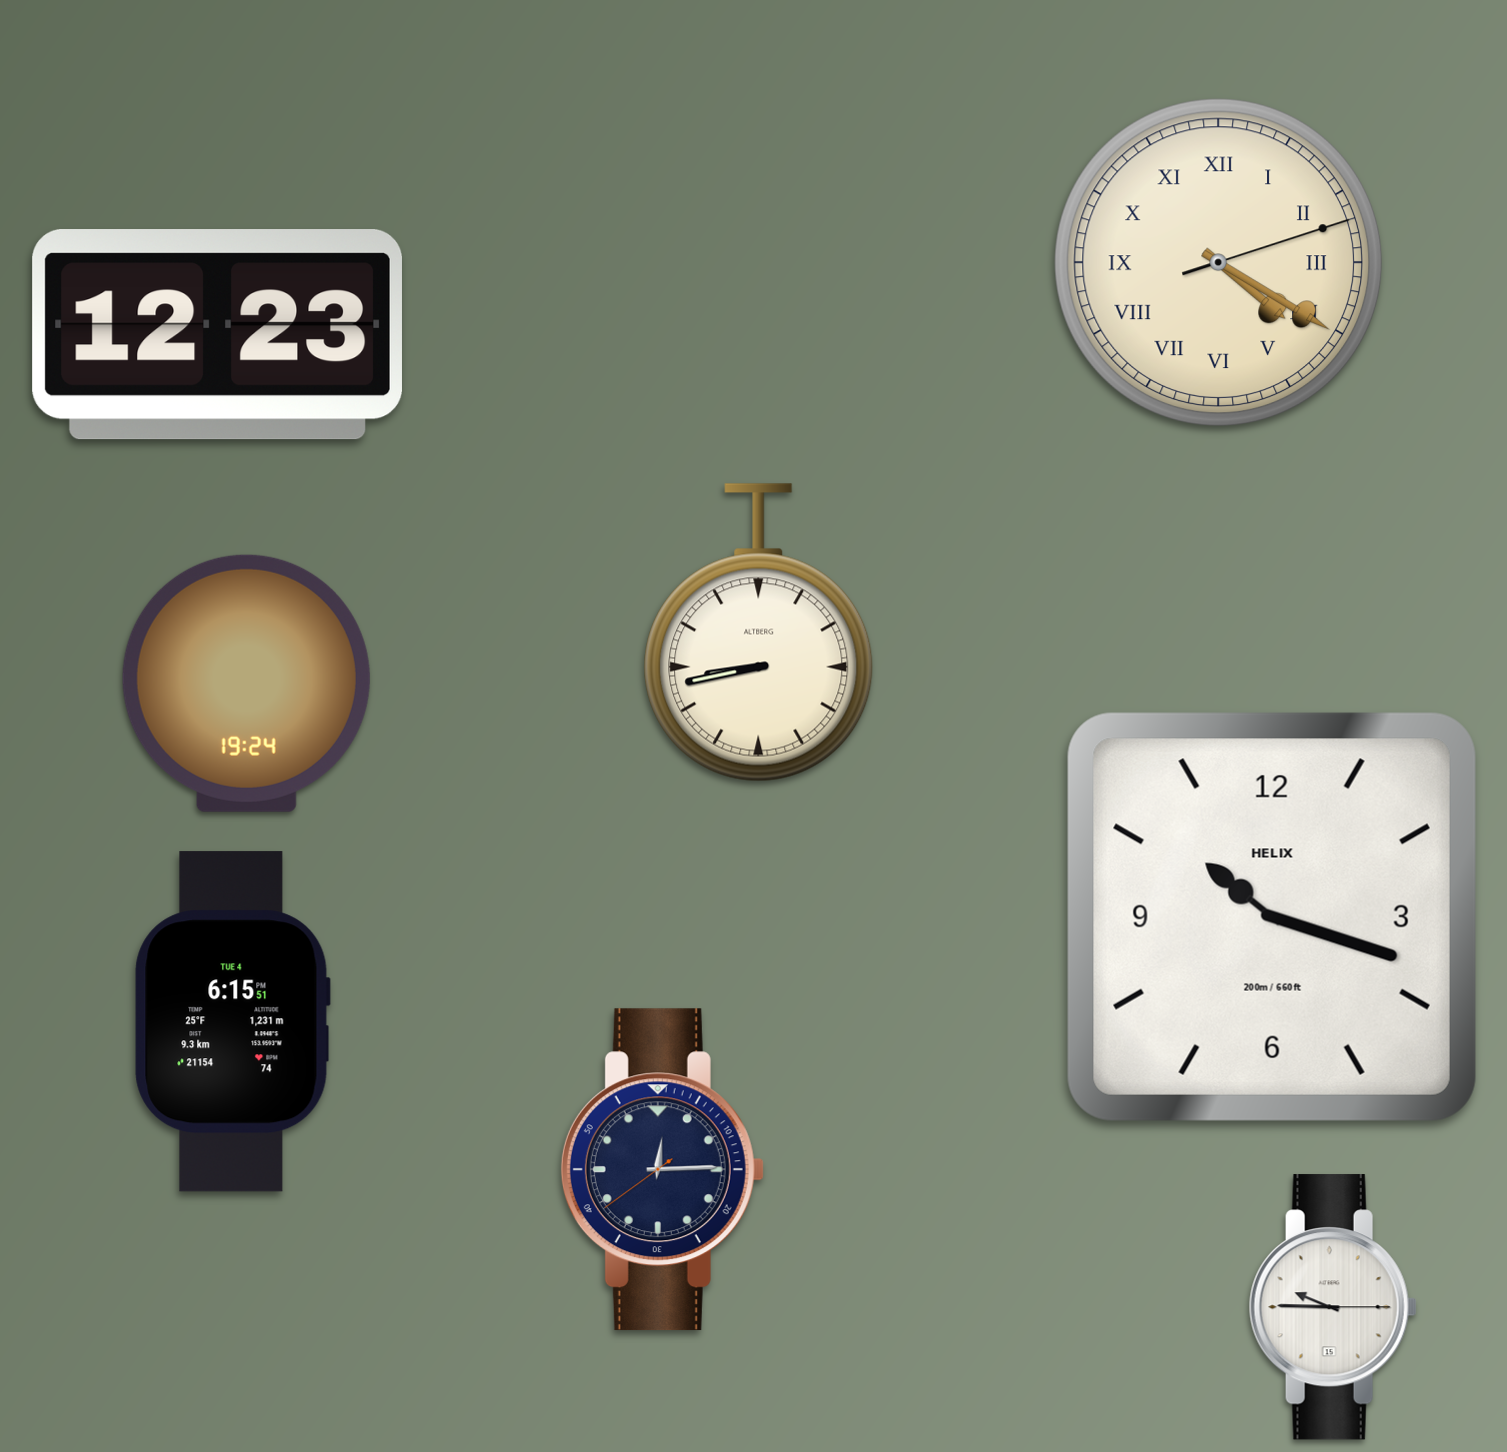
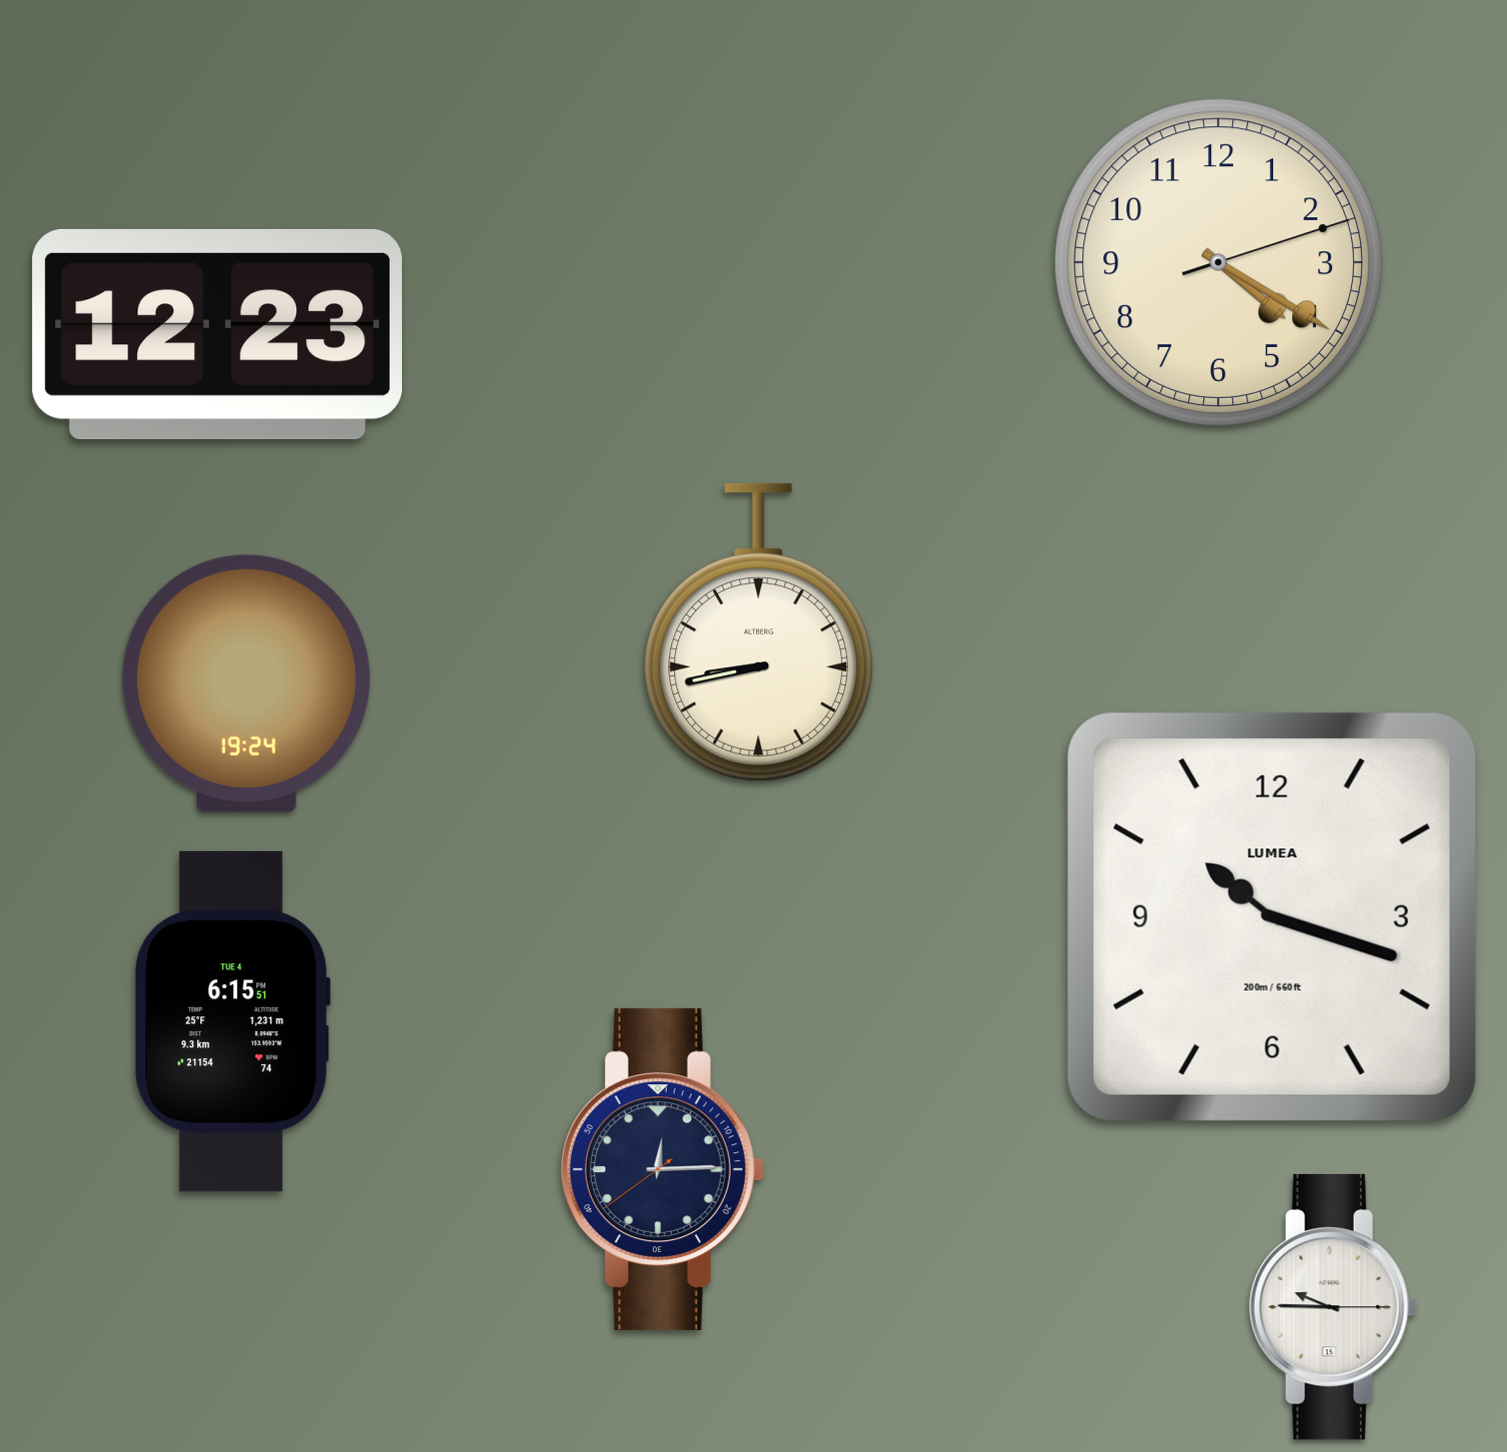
clock at (1218, 262) numerals: Roman -> Arabic
clock at (1272, 917) brand: HELIX -> LUMEA
